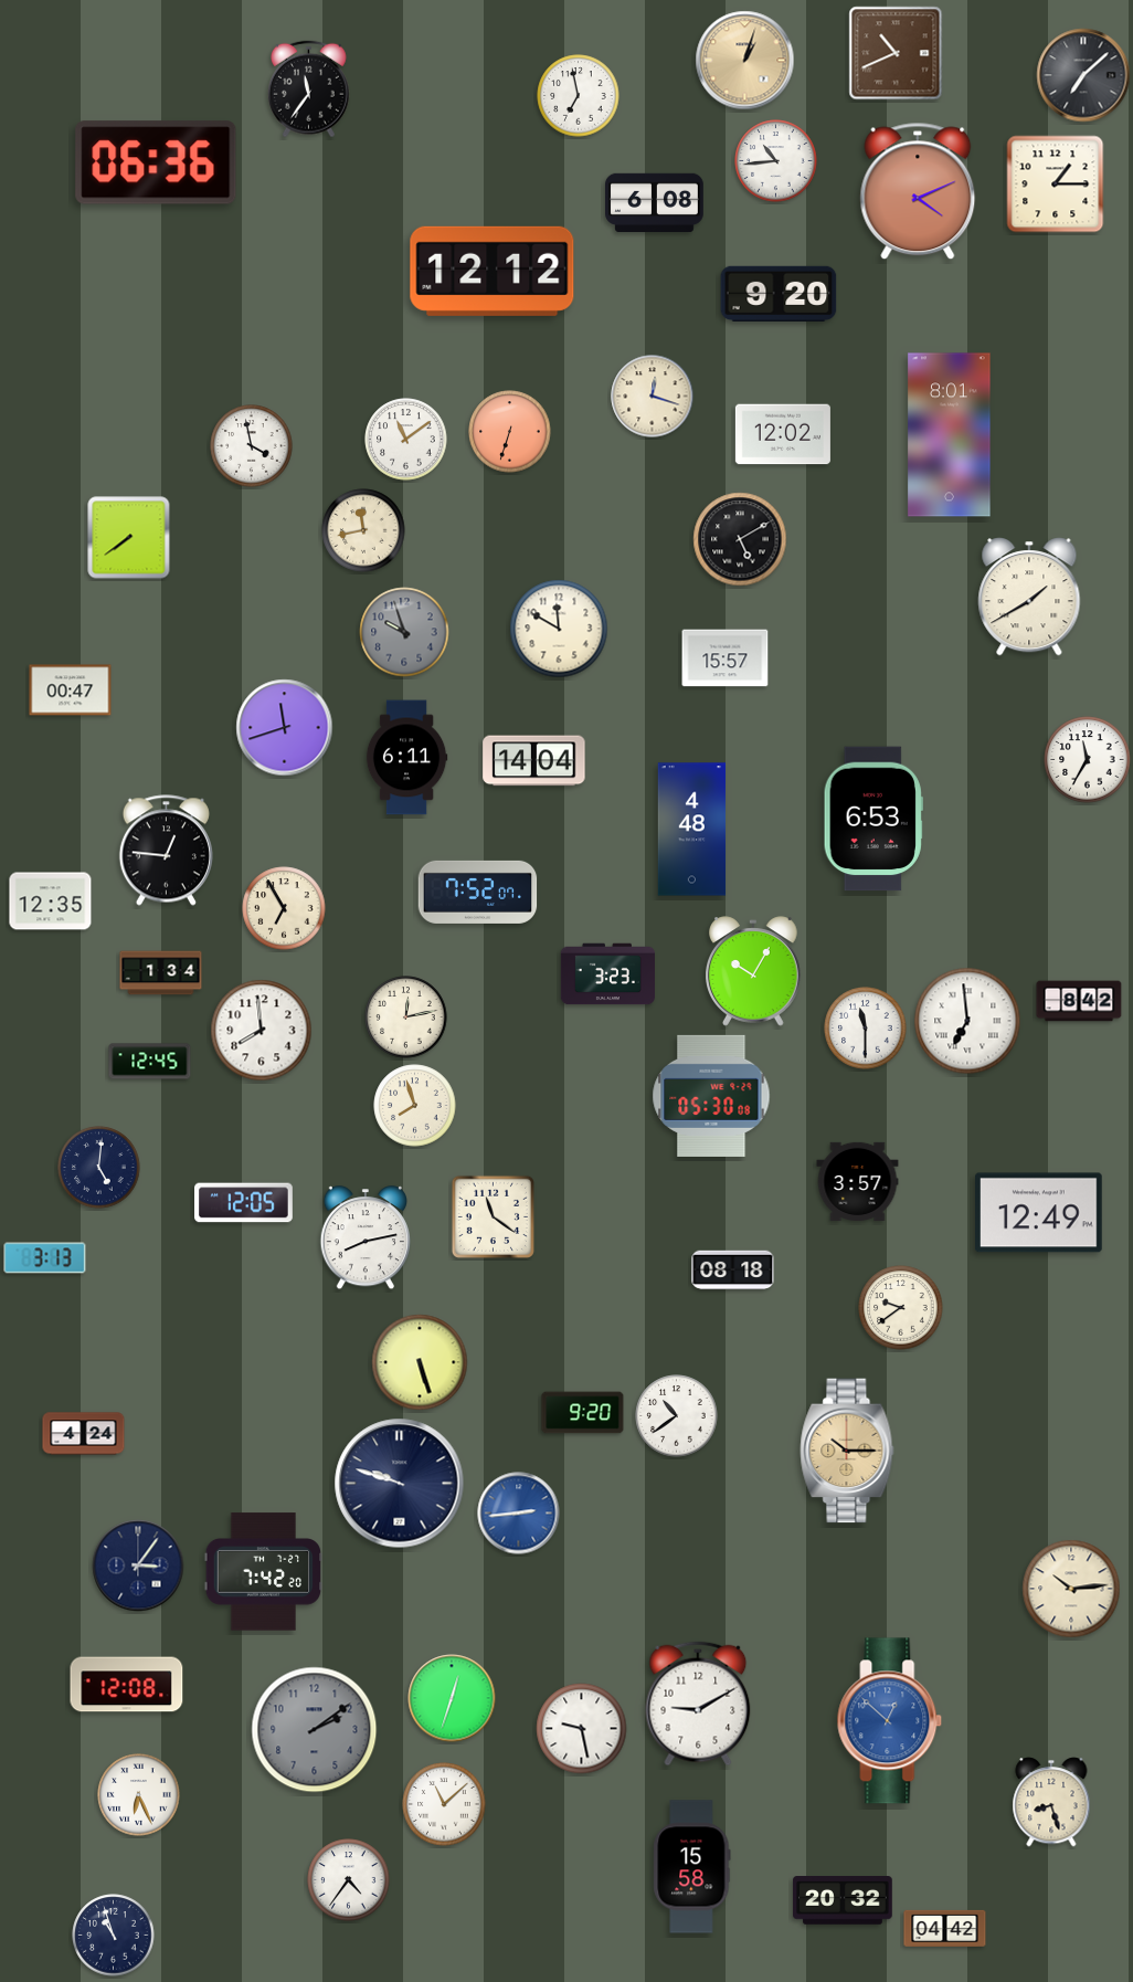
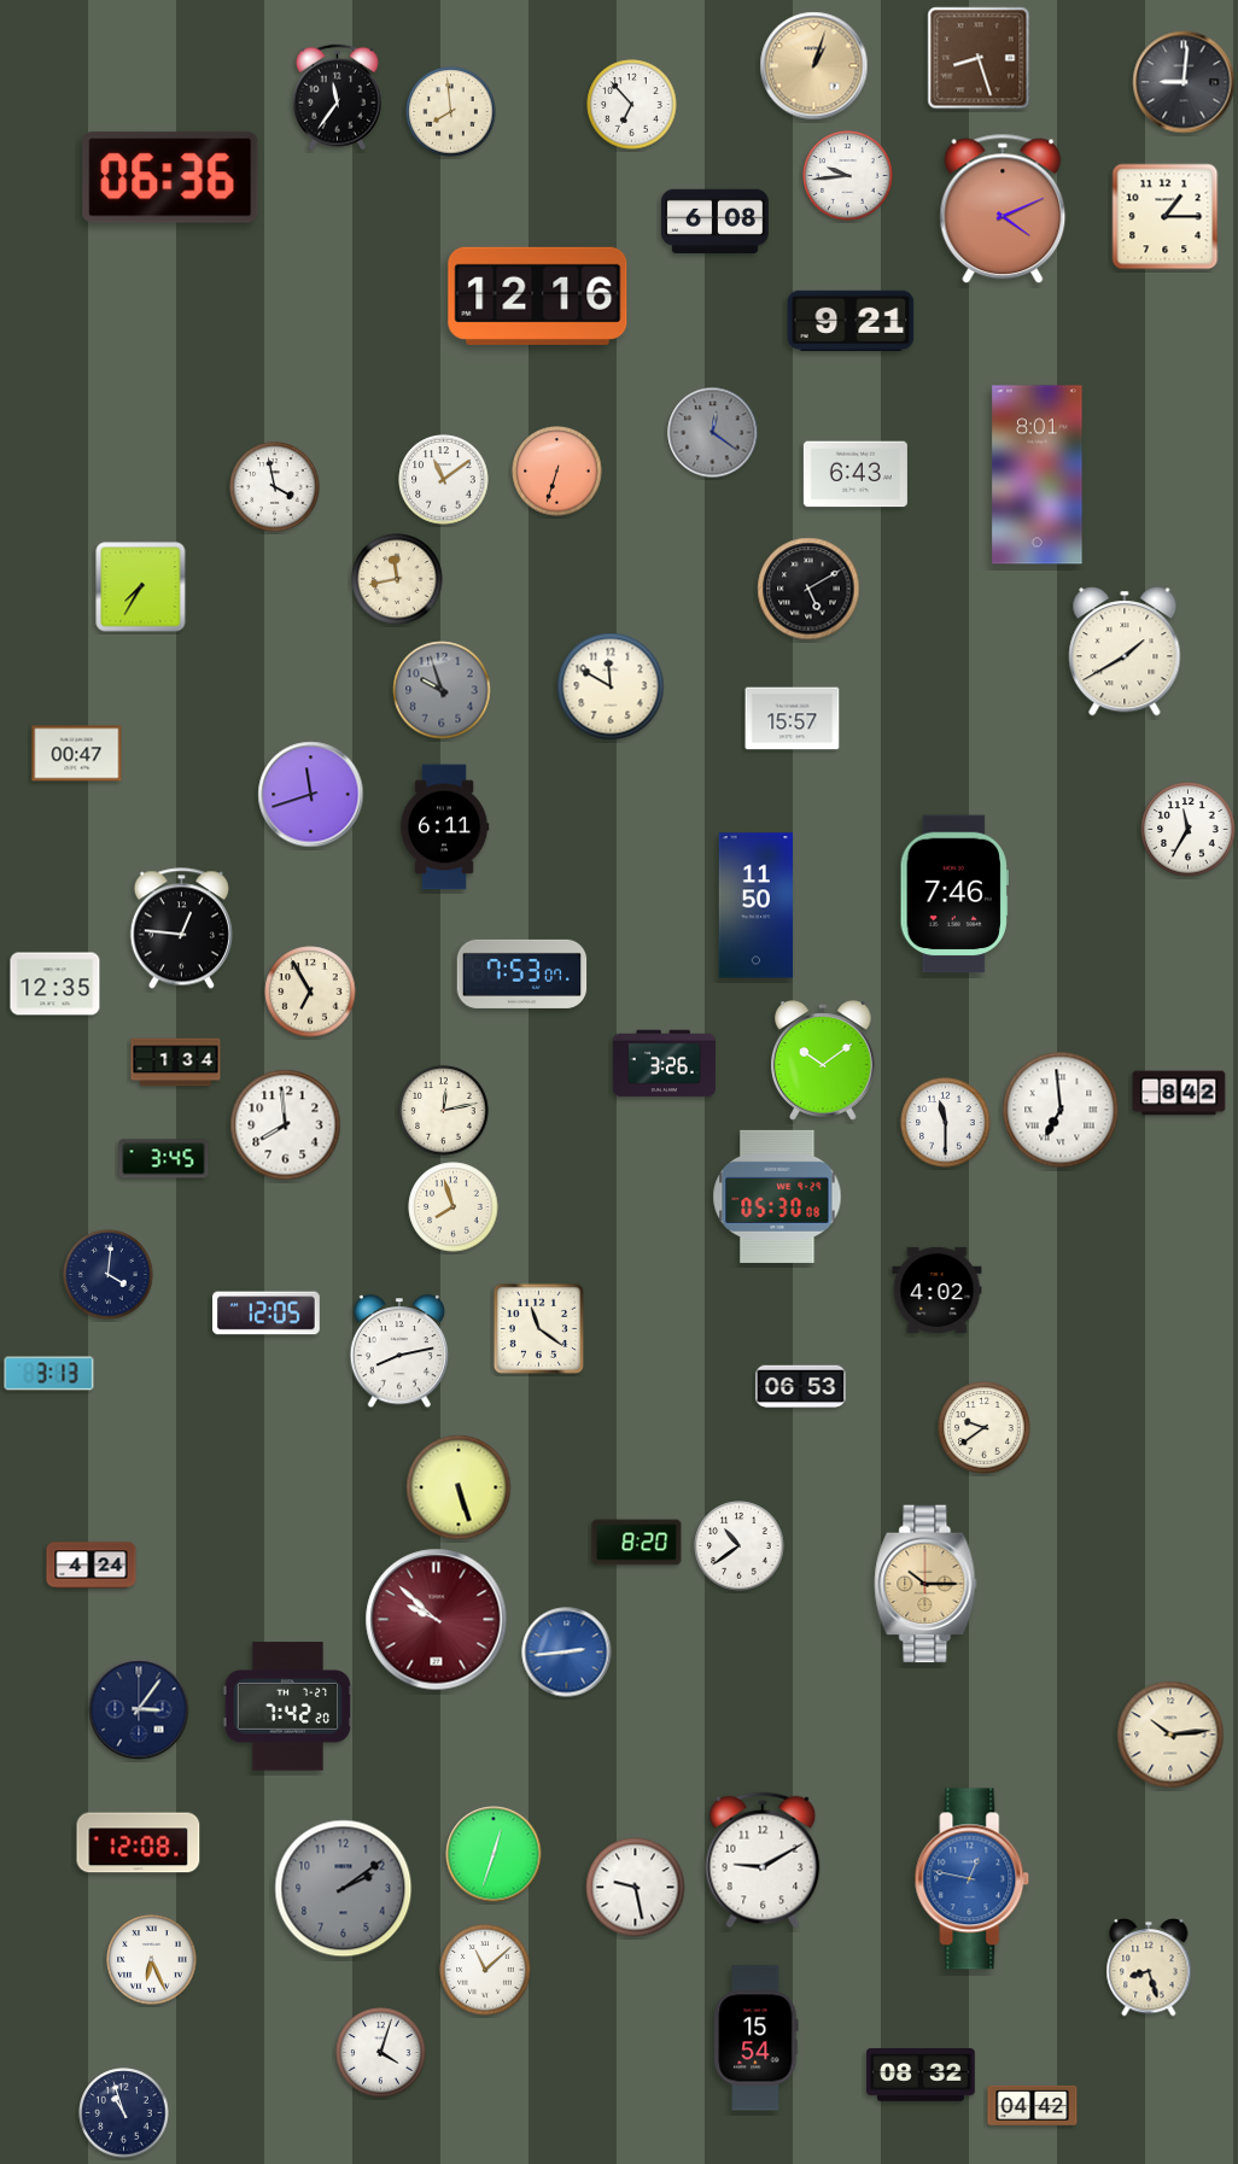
clock at (896, 53): 10:41 -> 8:27
clock at (1083, 75): 7:08 -> 9:01
clock at (579, 96): 6:58 -> 6:53
clock at (451, 112): none -> 7:59
clock at (776, 161): 10:44 -> 9:44
clock at (1056, 185) position: (1056, 185) -> (1166, 217)
clock at (493, 271): 12:12 -> 12:16
clock at (779, 294): 9:20 -> 9:21
clock at (653, 397): 12:18 -> 12:21
clock at (653, 397) dial: cream -> grey
clock at (783, 434): 12:02 -> 6:43
clock at (129, 538): 7:39 -> 7:35
clock at (534, 761): 14:04 -> none
clock at (873, 819): 6:53 -> 7:46
clock at (692, 830): 4:48 -> 11:50
clock at (478, 892): 7:52 -> 7:53
clock at (754, 971): 10:05 -> 10:09
clock at (607, 974): 3:23 -> 3:26
clock at (967, 1021) position: (967, 1021) -> (1061, 1110)
clock at (150, 1062): 12:45 -> 3:45
clock at (99, 1168): 5:01 -> 4:01
clock at (858, 1181): 3:57 -> 4:02
clock at (1039, 1213): 12:49 -> none
clock at (733, 1271): 08:18 -> 06:53
clock at (583, 1413): 9:20 -> 8:20
clock at (400, 1484): 9:48 -> 9:52
clock at (400, 1484) dial: navy -> burgundy
clock at (138, 1565) position: (138, 1565) -> (139, 1709)
clock at (264, 1572) position: (264, 1572) -> (288, 1707)
clock at (127, 1685) position: (127, 1685) -> (139, 1843)
clock at (890, 1721): 12:52 -> 12:47
clock at (692, 1867): 15:58 -> 15:54
clock at (349, 1880): 4:36 -> 4:03
clock at (843, 1901): 20:32 -> 08:32
